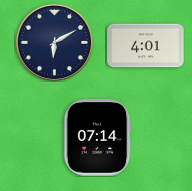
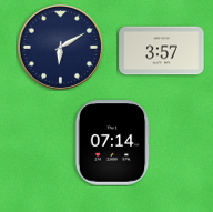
clock at (146, 46): 4:01 -> 3:57
clock at (97, 138) position: (97, 138) -> (112, 143)
